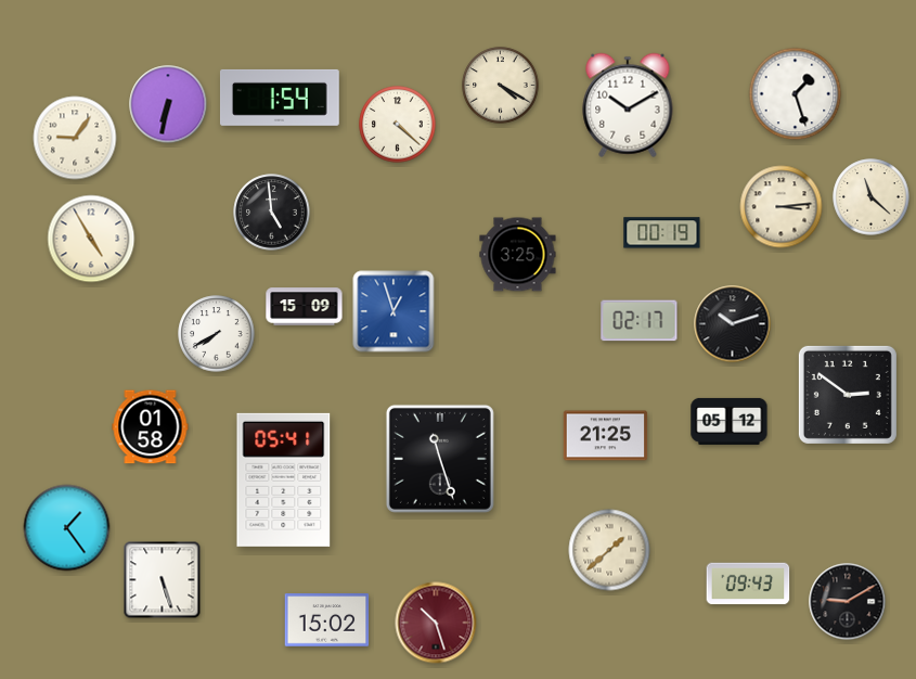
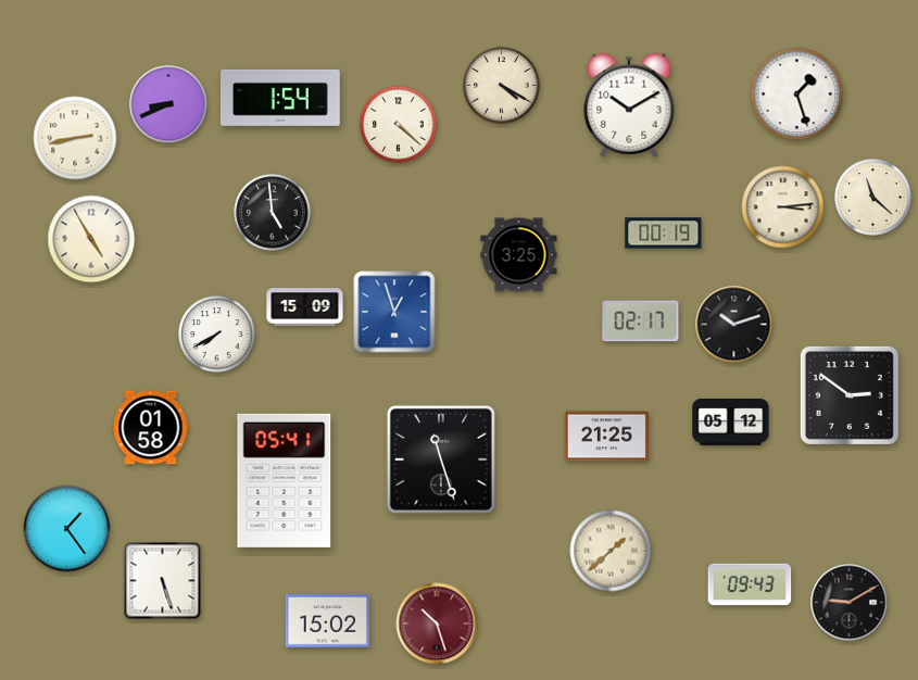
clock at (168, 104): 6:32 -> 8:41
clock at (75, 138): 9:06 -> 2:43
